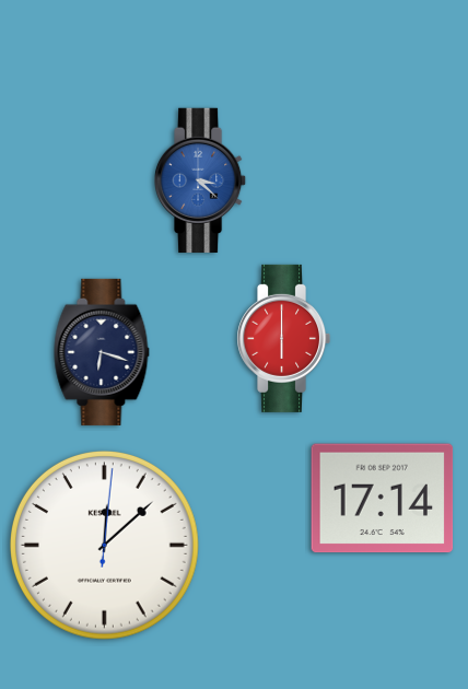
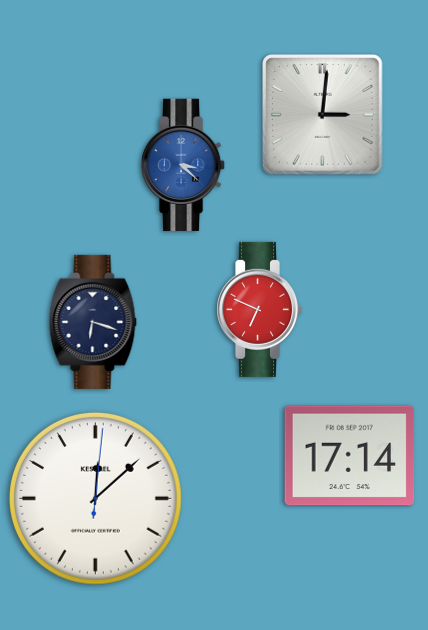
clock at (323, 115): none -> 3:01
clock at (284, 338): 6:00 -> 6:49
